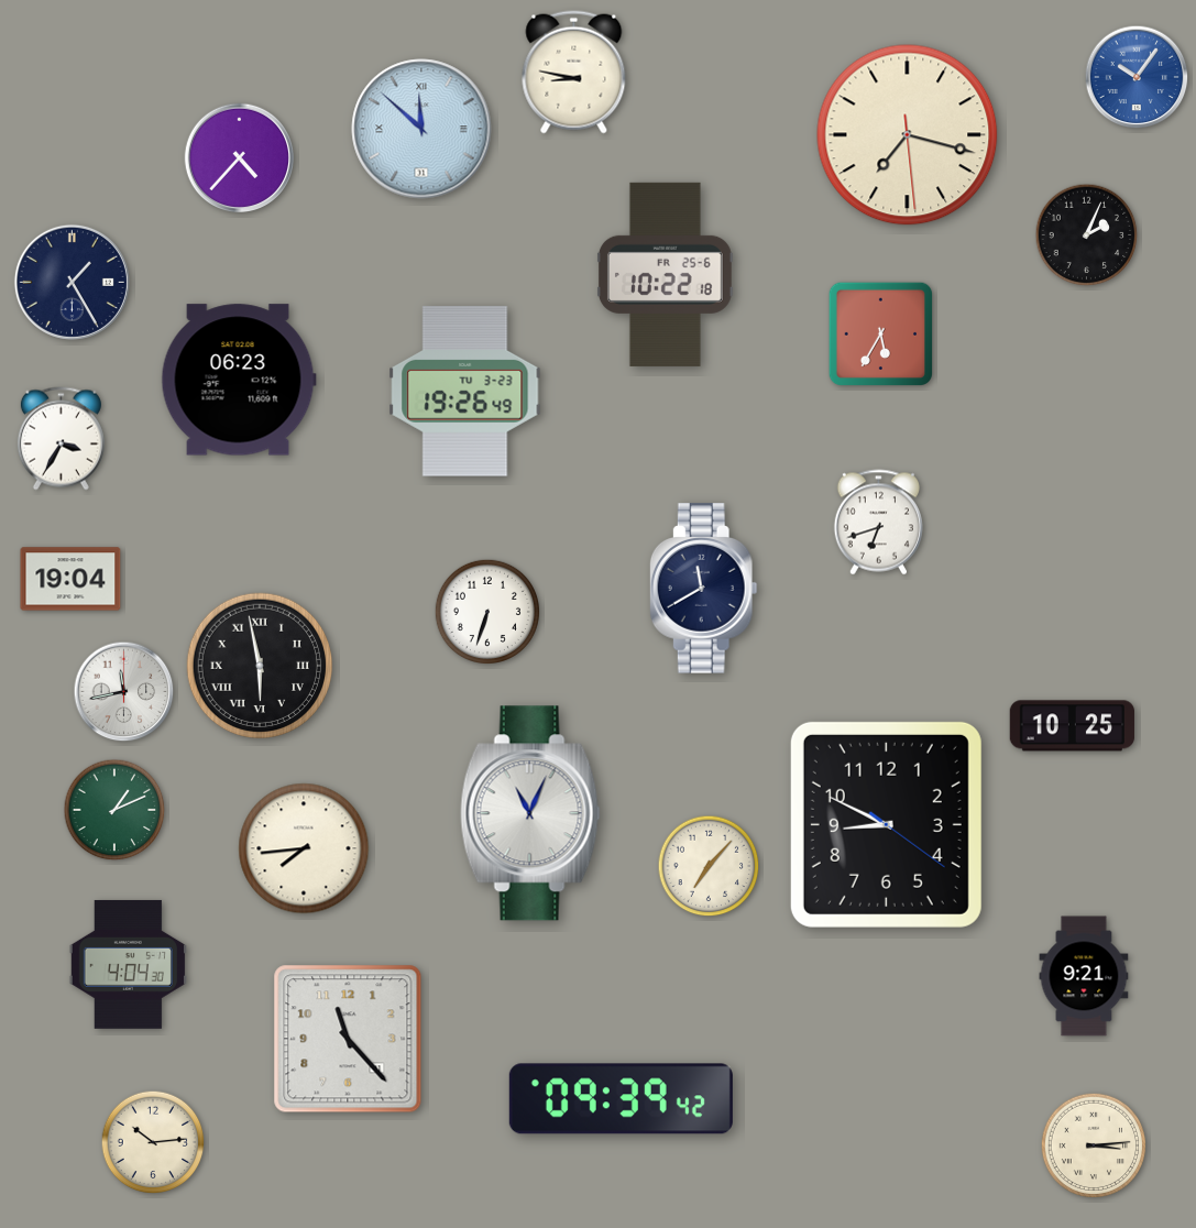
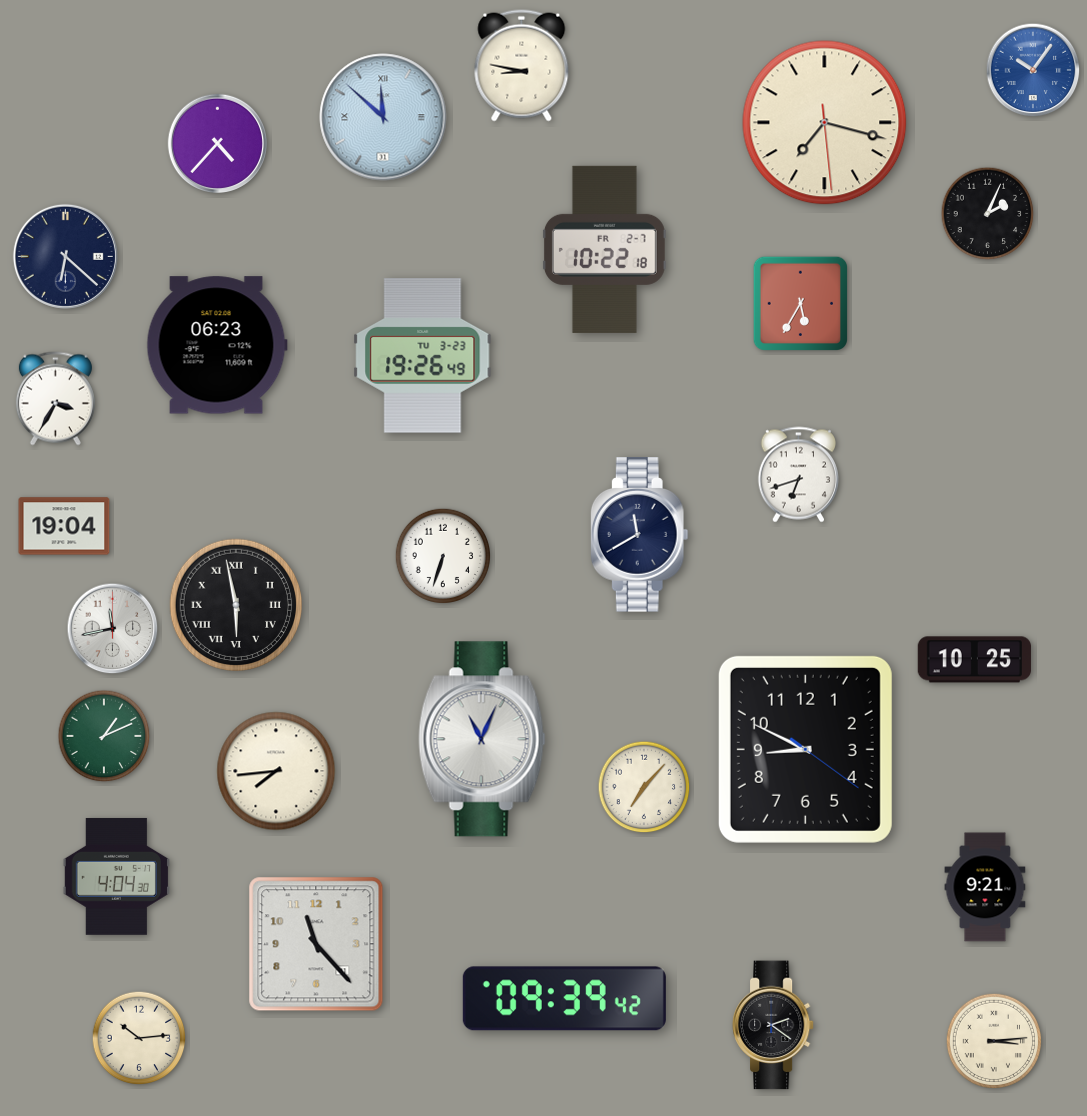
clock at (665, 274) date: FR 25-6 -> FR 2-7
clock at (72, 282): 1:25 -> 6:22
clock at (773, 1025): none -> 2:21
